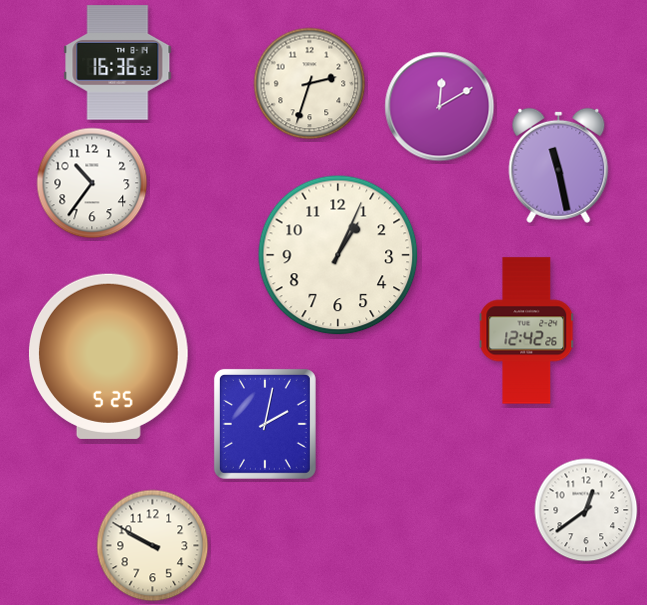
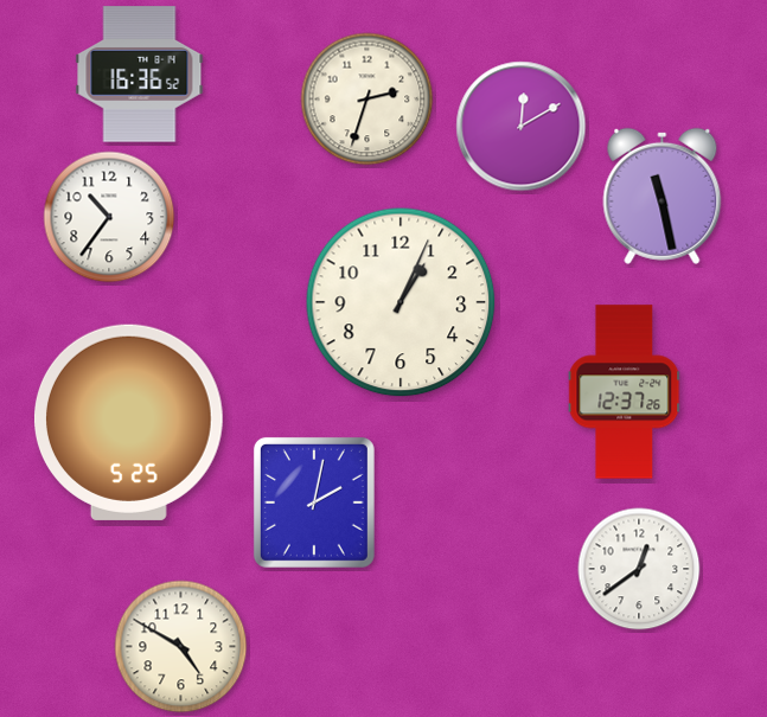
clock at (527, 331): 12:42 -> 12:37
clock at (586, 510) position: (586, 510) -> (639, 569)
clock at (153, 546): 9:50 -> 4:50
